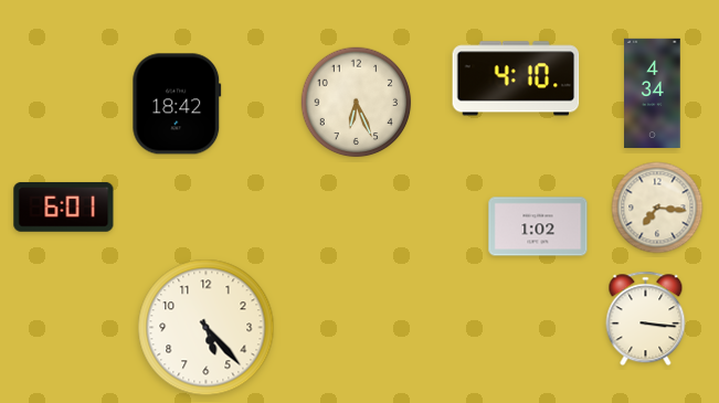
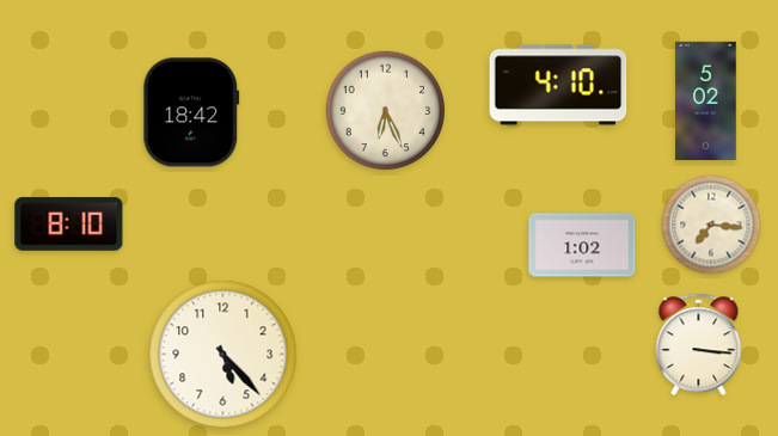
clock at (653, 93): 4:34 -> 5:02
clock at (64, 206): 6:01 -> 8:10
